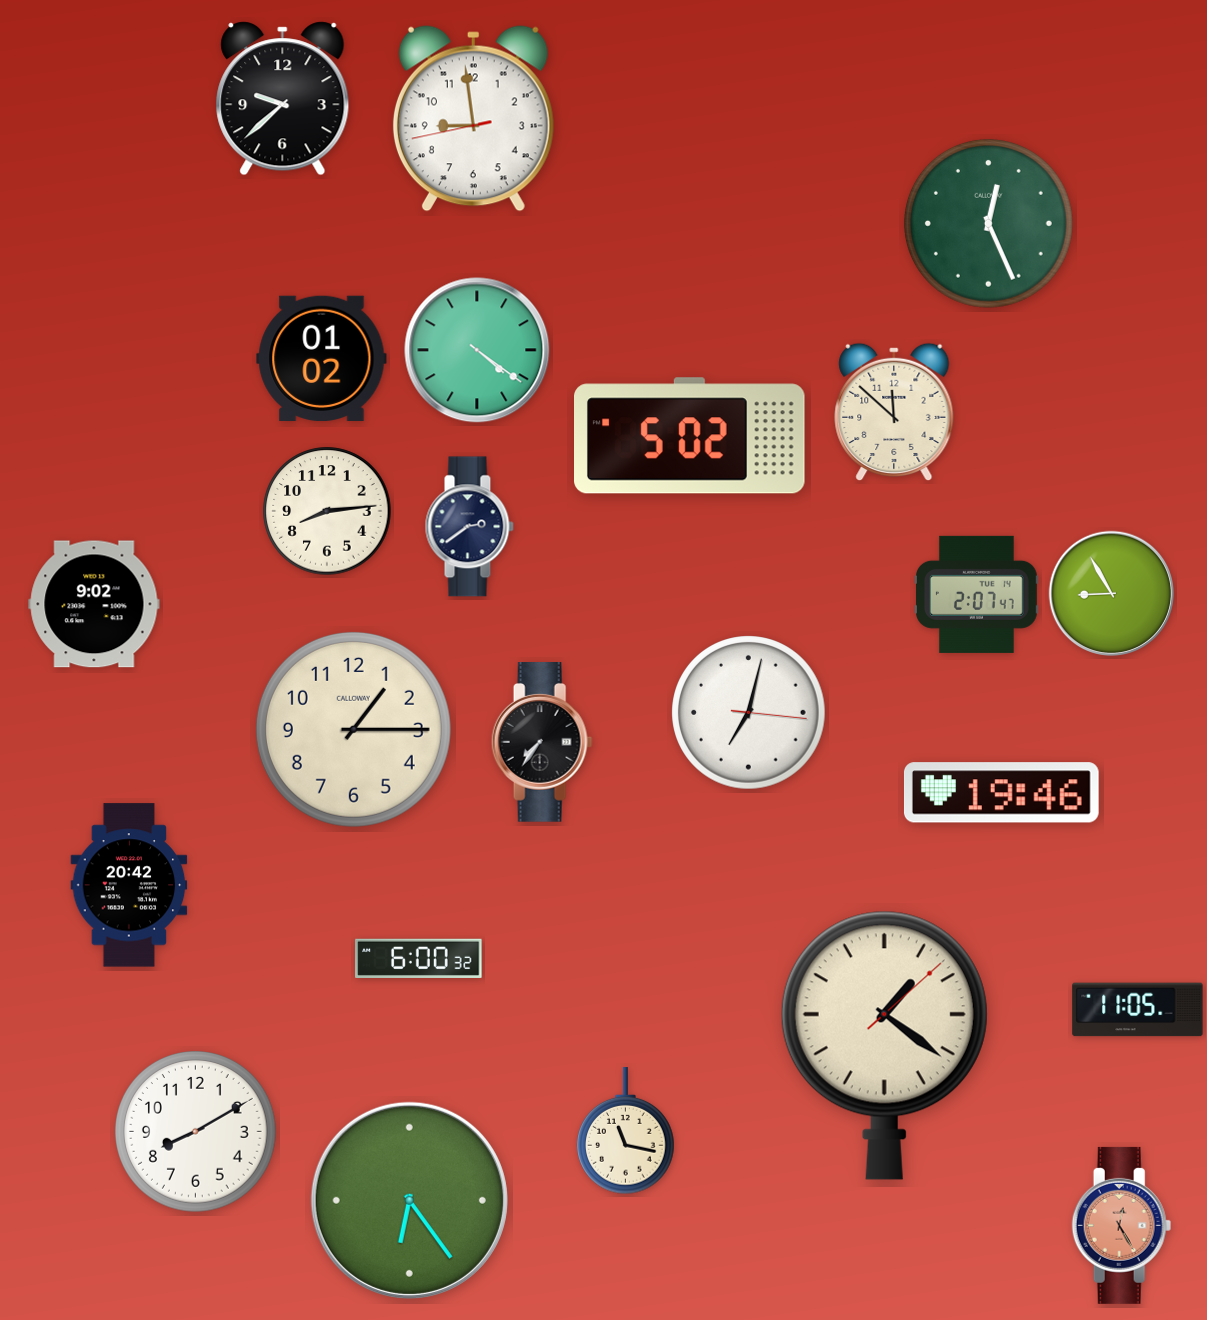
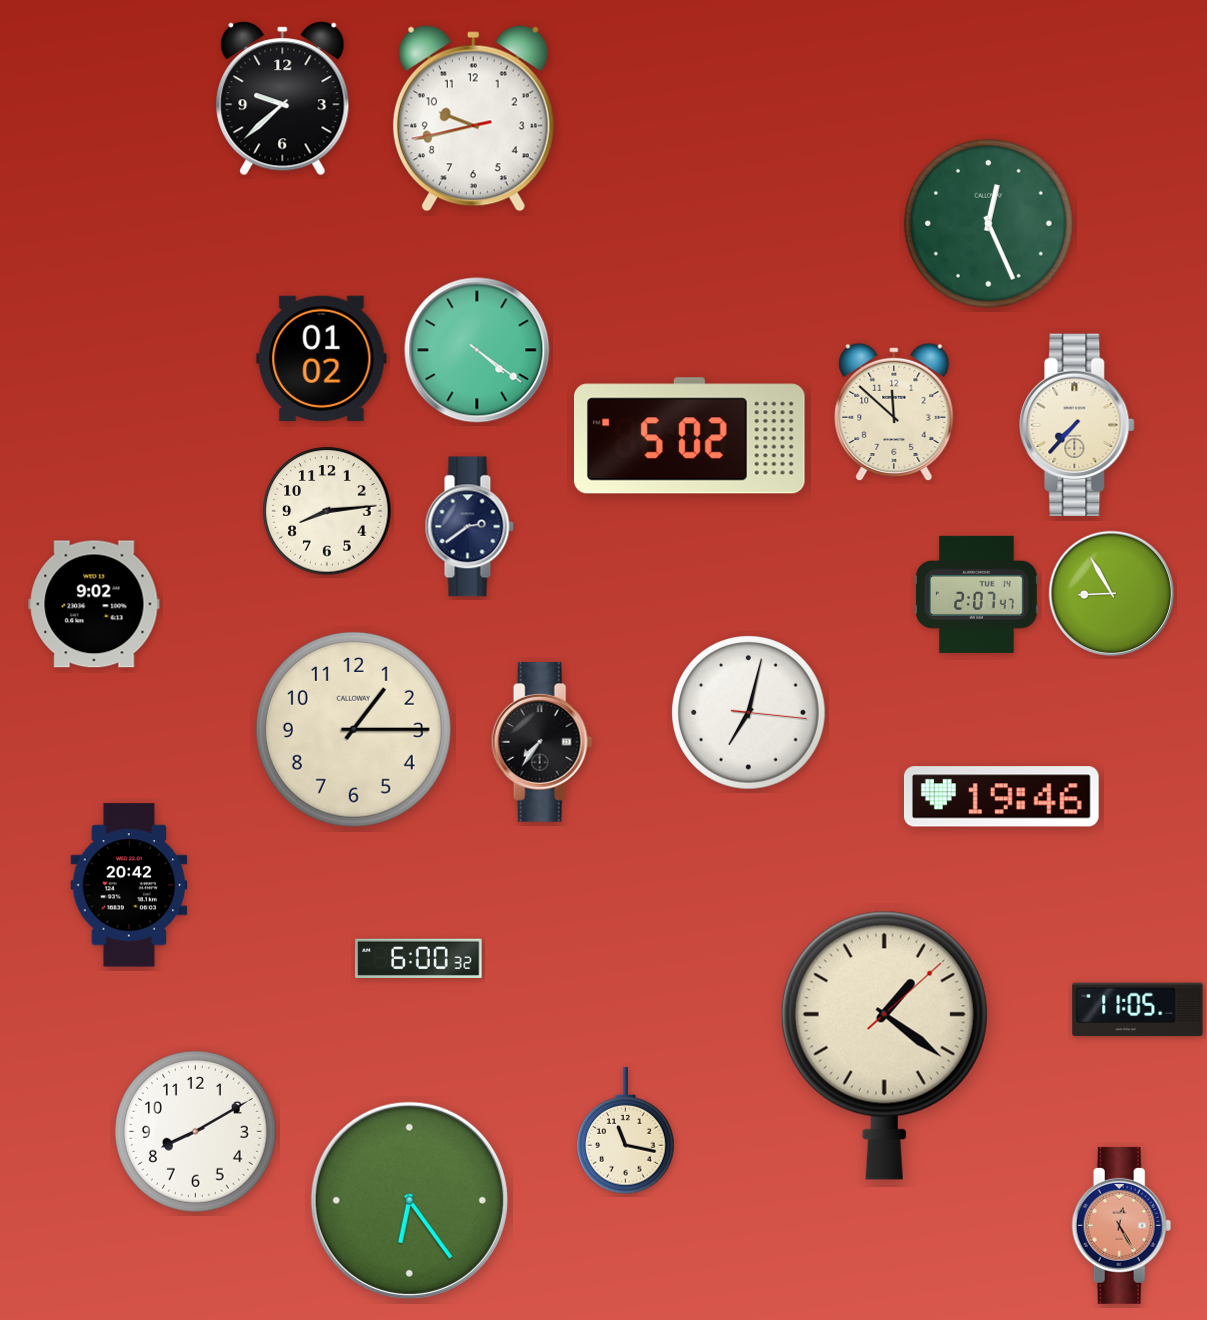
clock at (473, 119): 8:58 -> 9:42
clock at (1077, 424): none -> 7:37
clock at (1001, 793) position: (1001, 793) -> (1001, 797)
